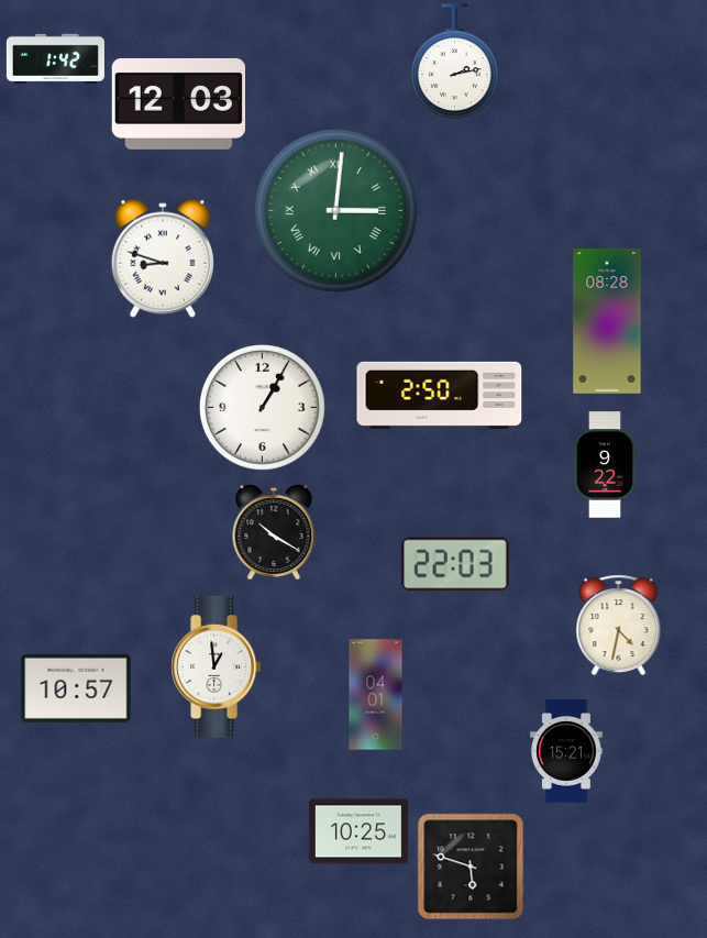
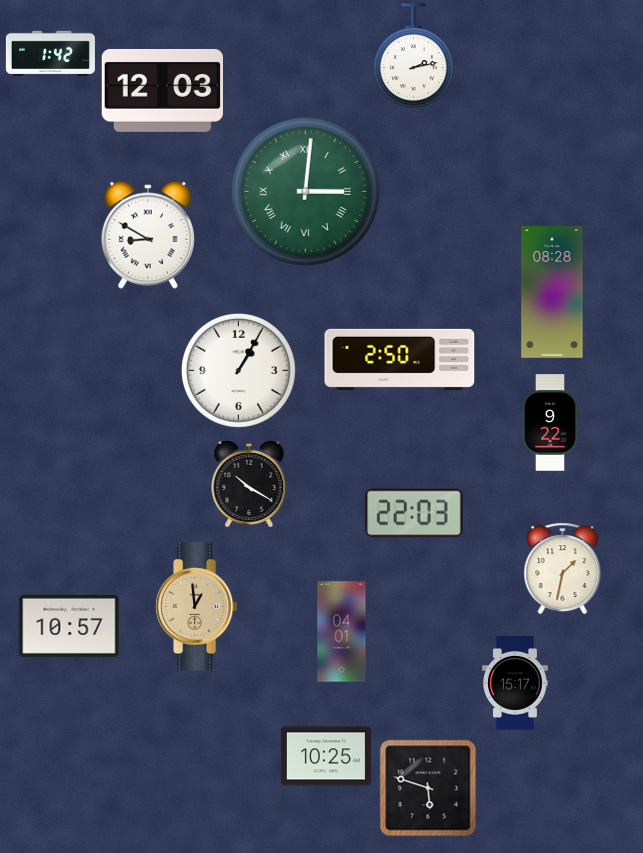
clock at (179, 103) position: (179, 103) -> (163, 90)
clock at (163, 258): 8:48 -> 8:50
clock at (619, 626): 4:32 -> 1:32
clock at (217, 666) dial: white -> champagne
clock at (566, 752): 15:21 -> 15:17
